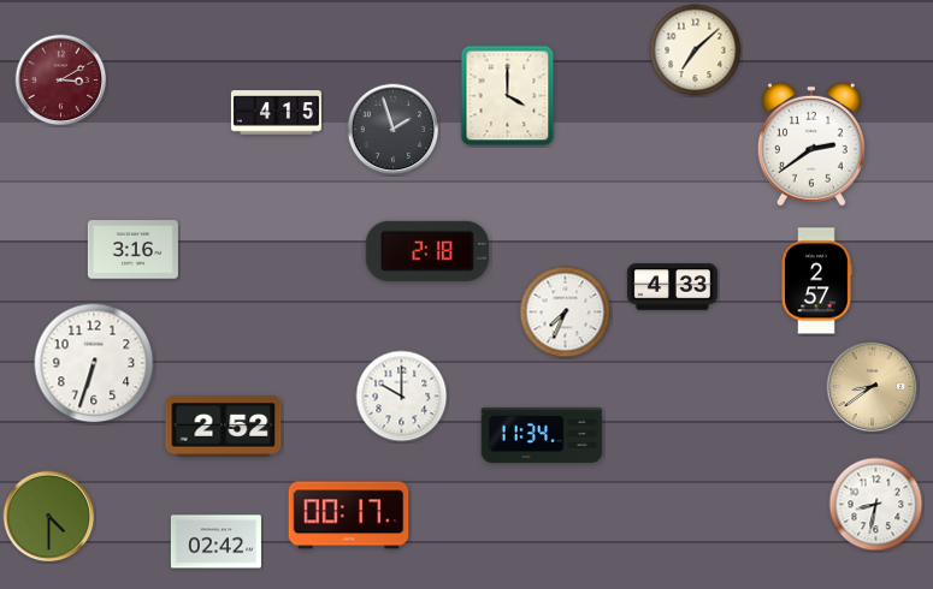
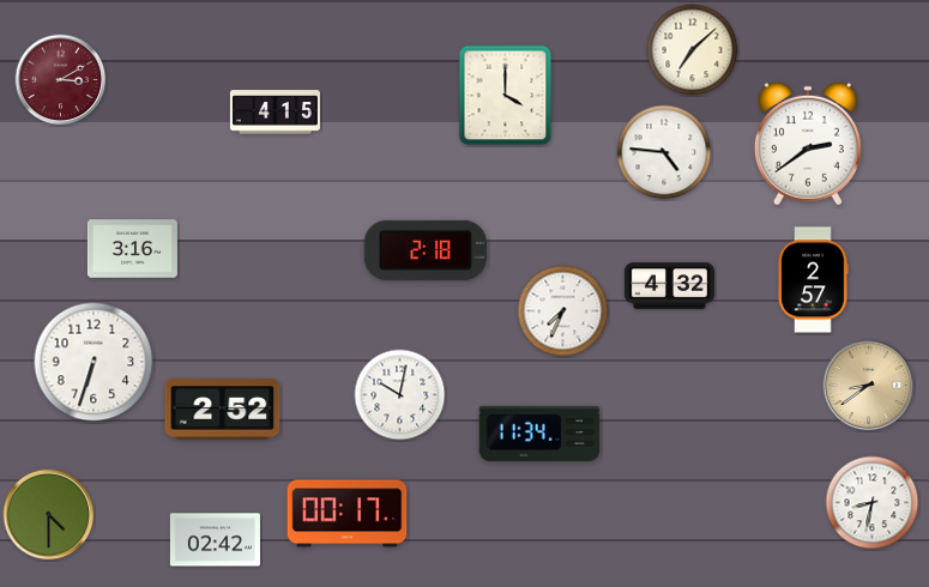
clock at (394, 130): 1:57 -> none
clock at (664, 152): none -> 4:46
clock at (672, 287): 4:33 -> 4:32
clock at (402, 397): 10:00 -> 10:02
clock at (224, 427) position: (224, 427) -> (223, 410)
